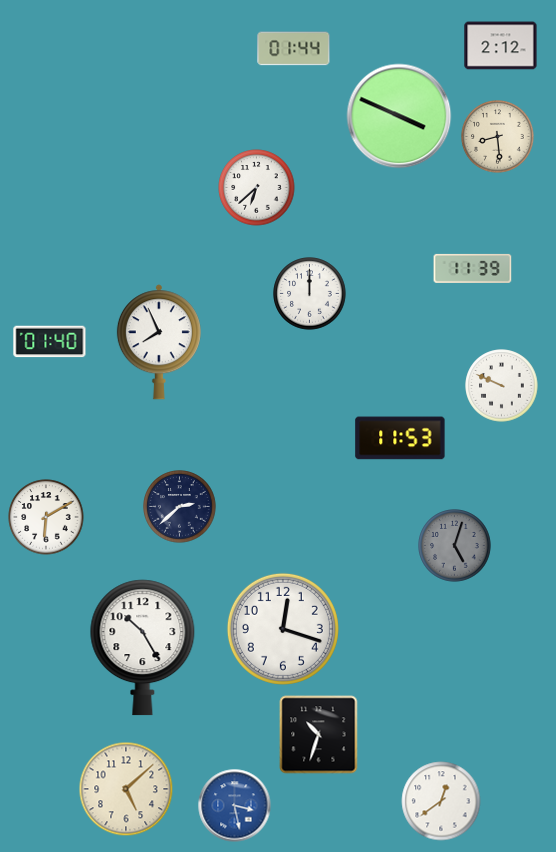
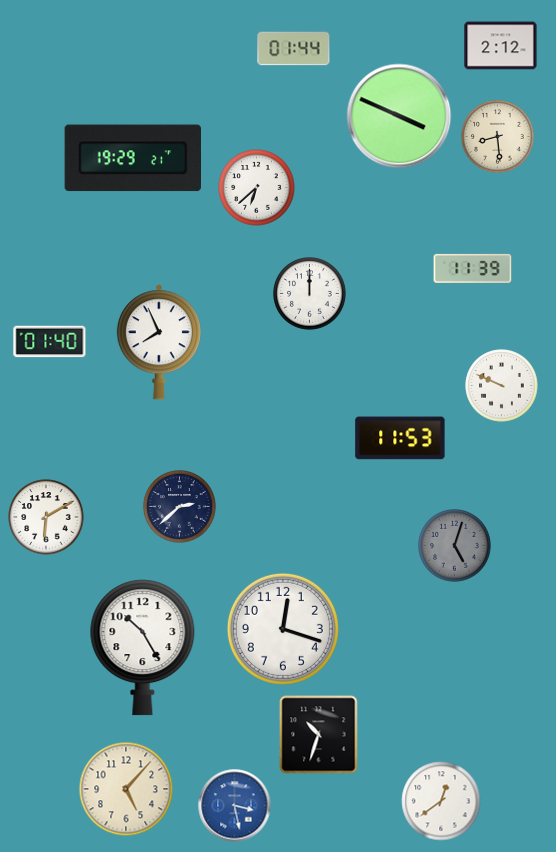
clock at (132, 158): none -> 19:29
clock at (126, 789): 5:08 -> 5:07
